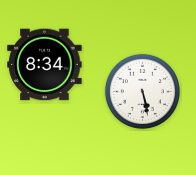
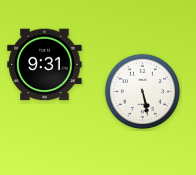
clock at (45, 65): 8:34 -> 9:31
